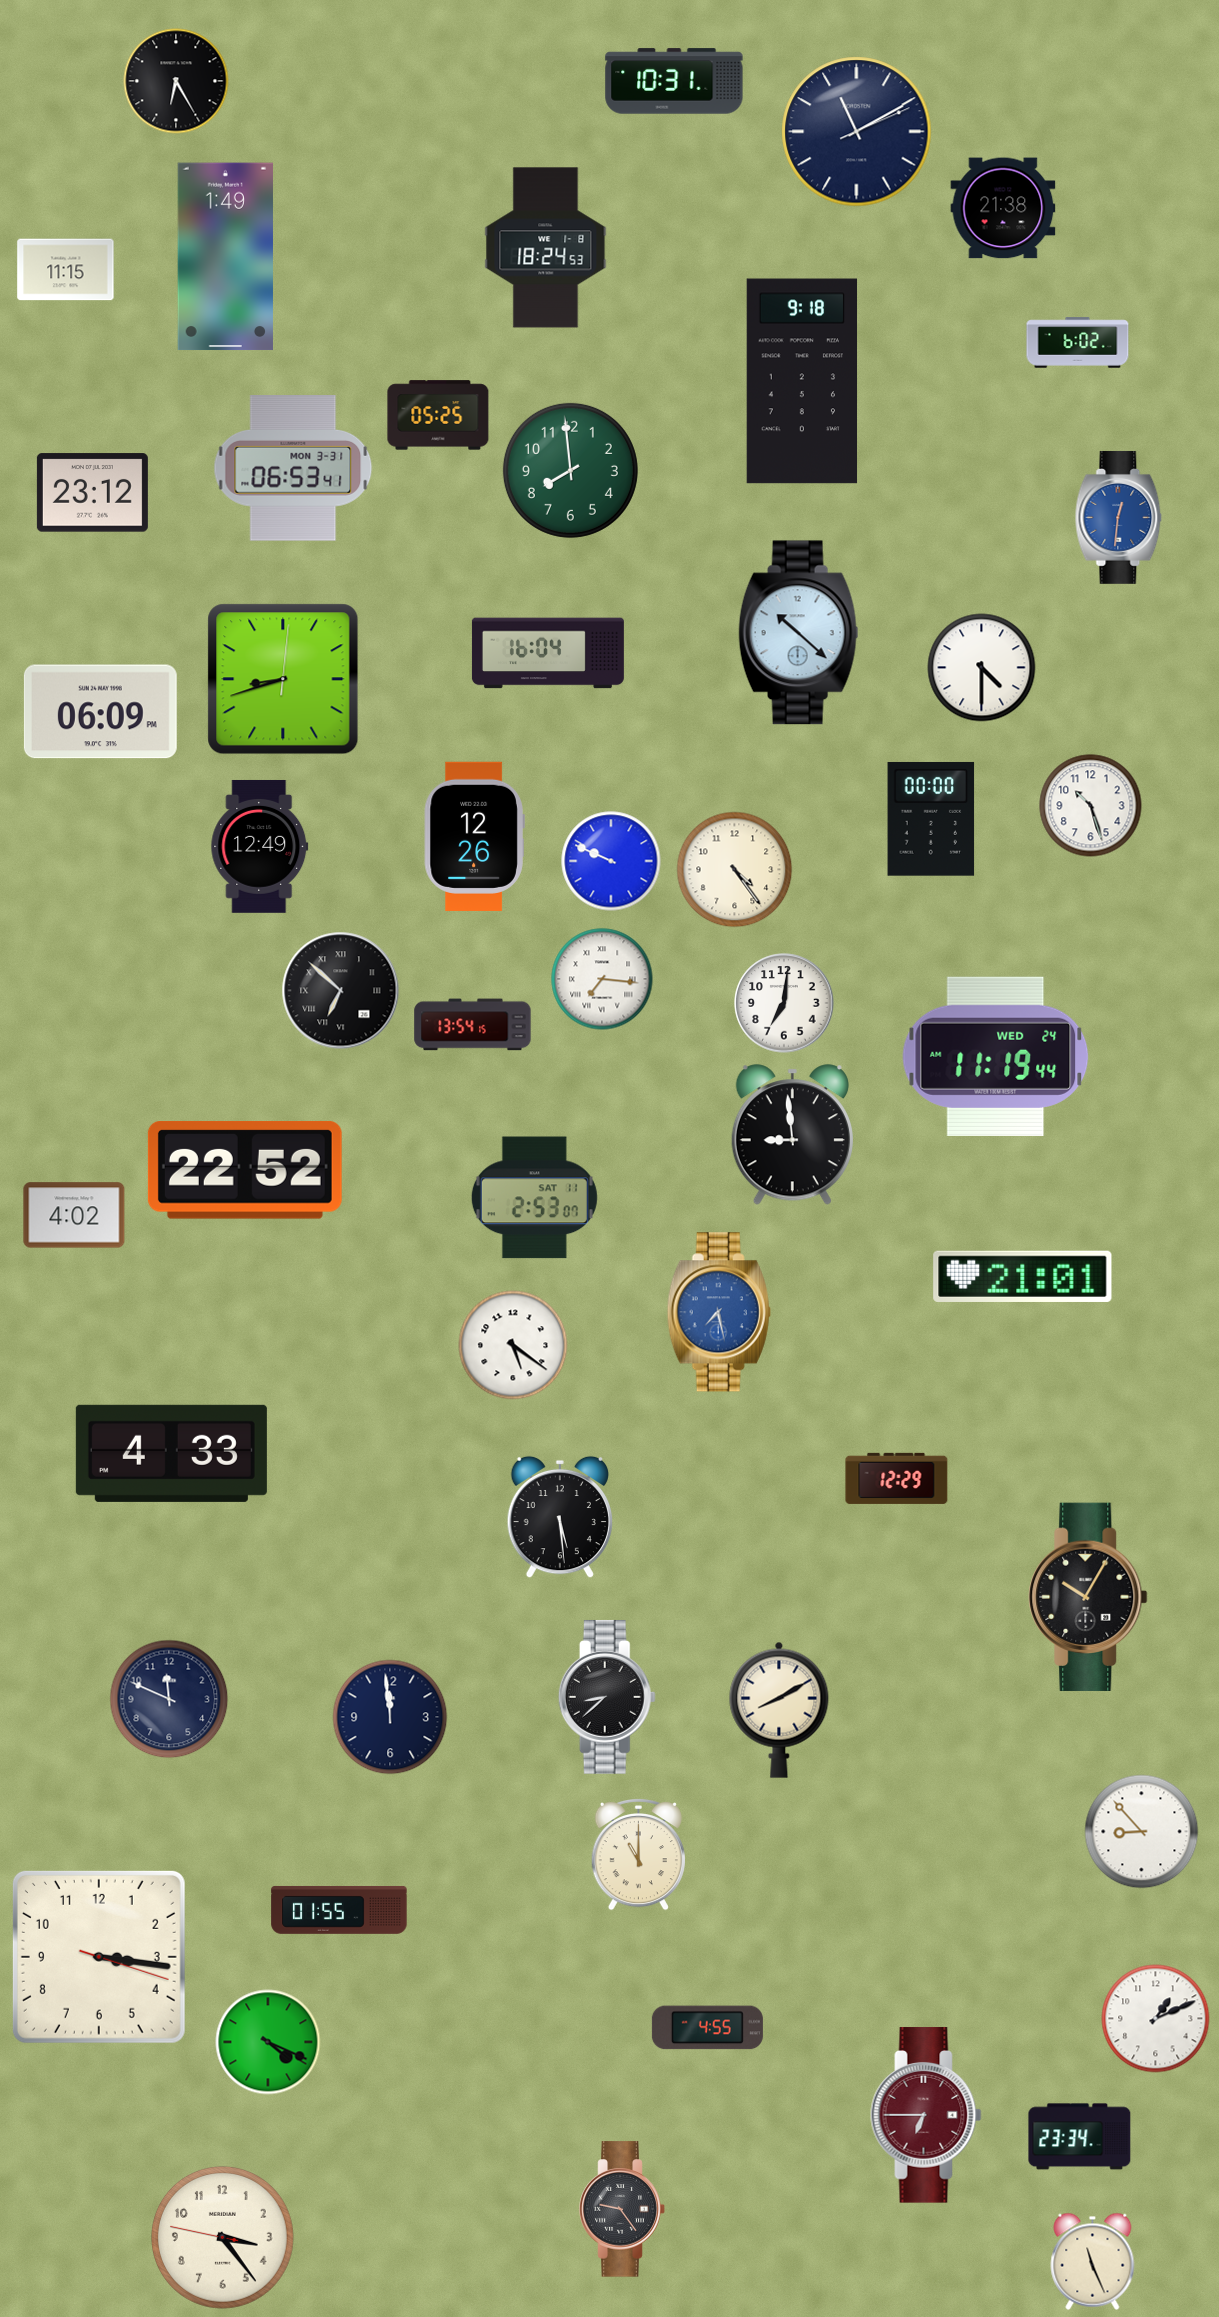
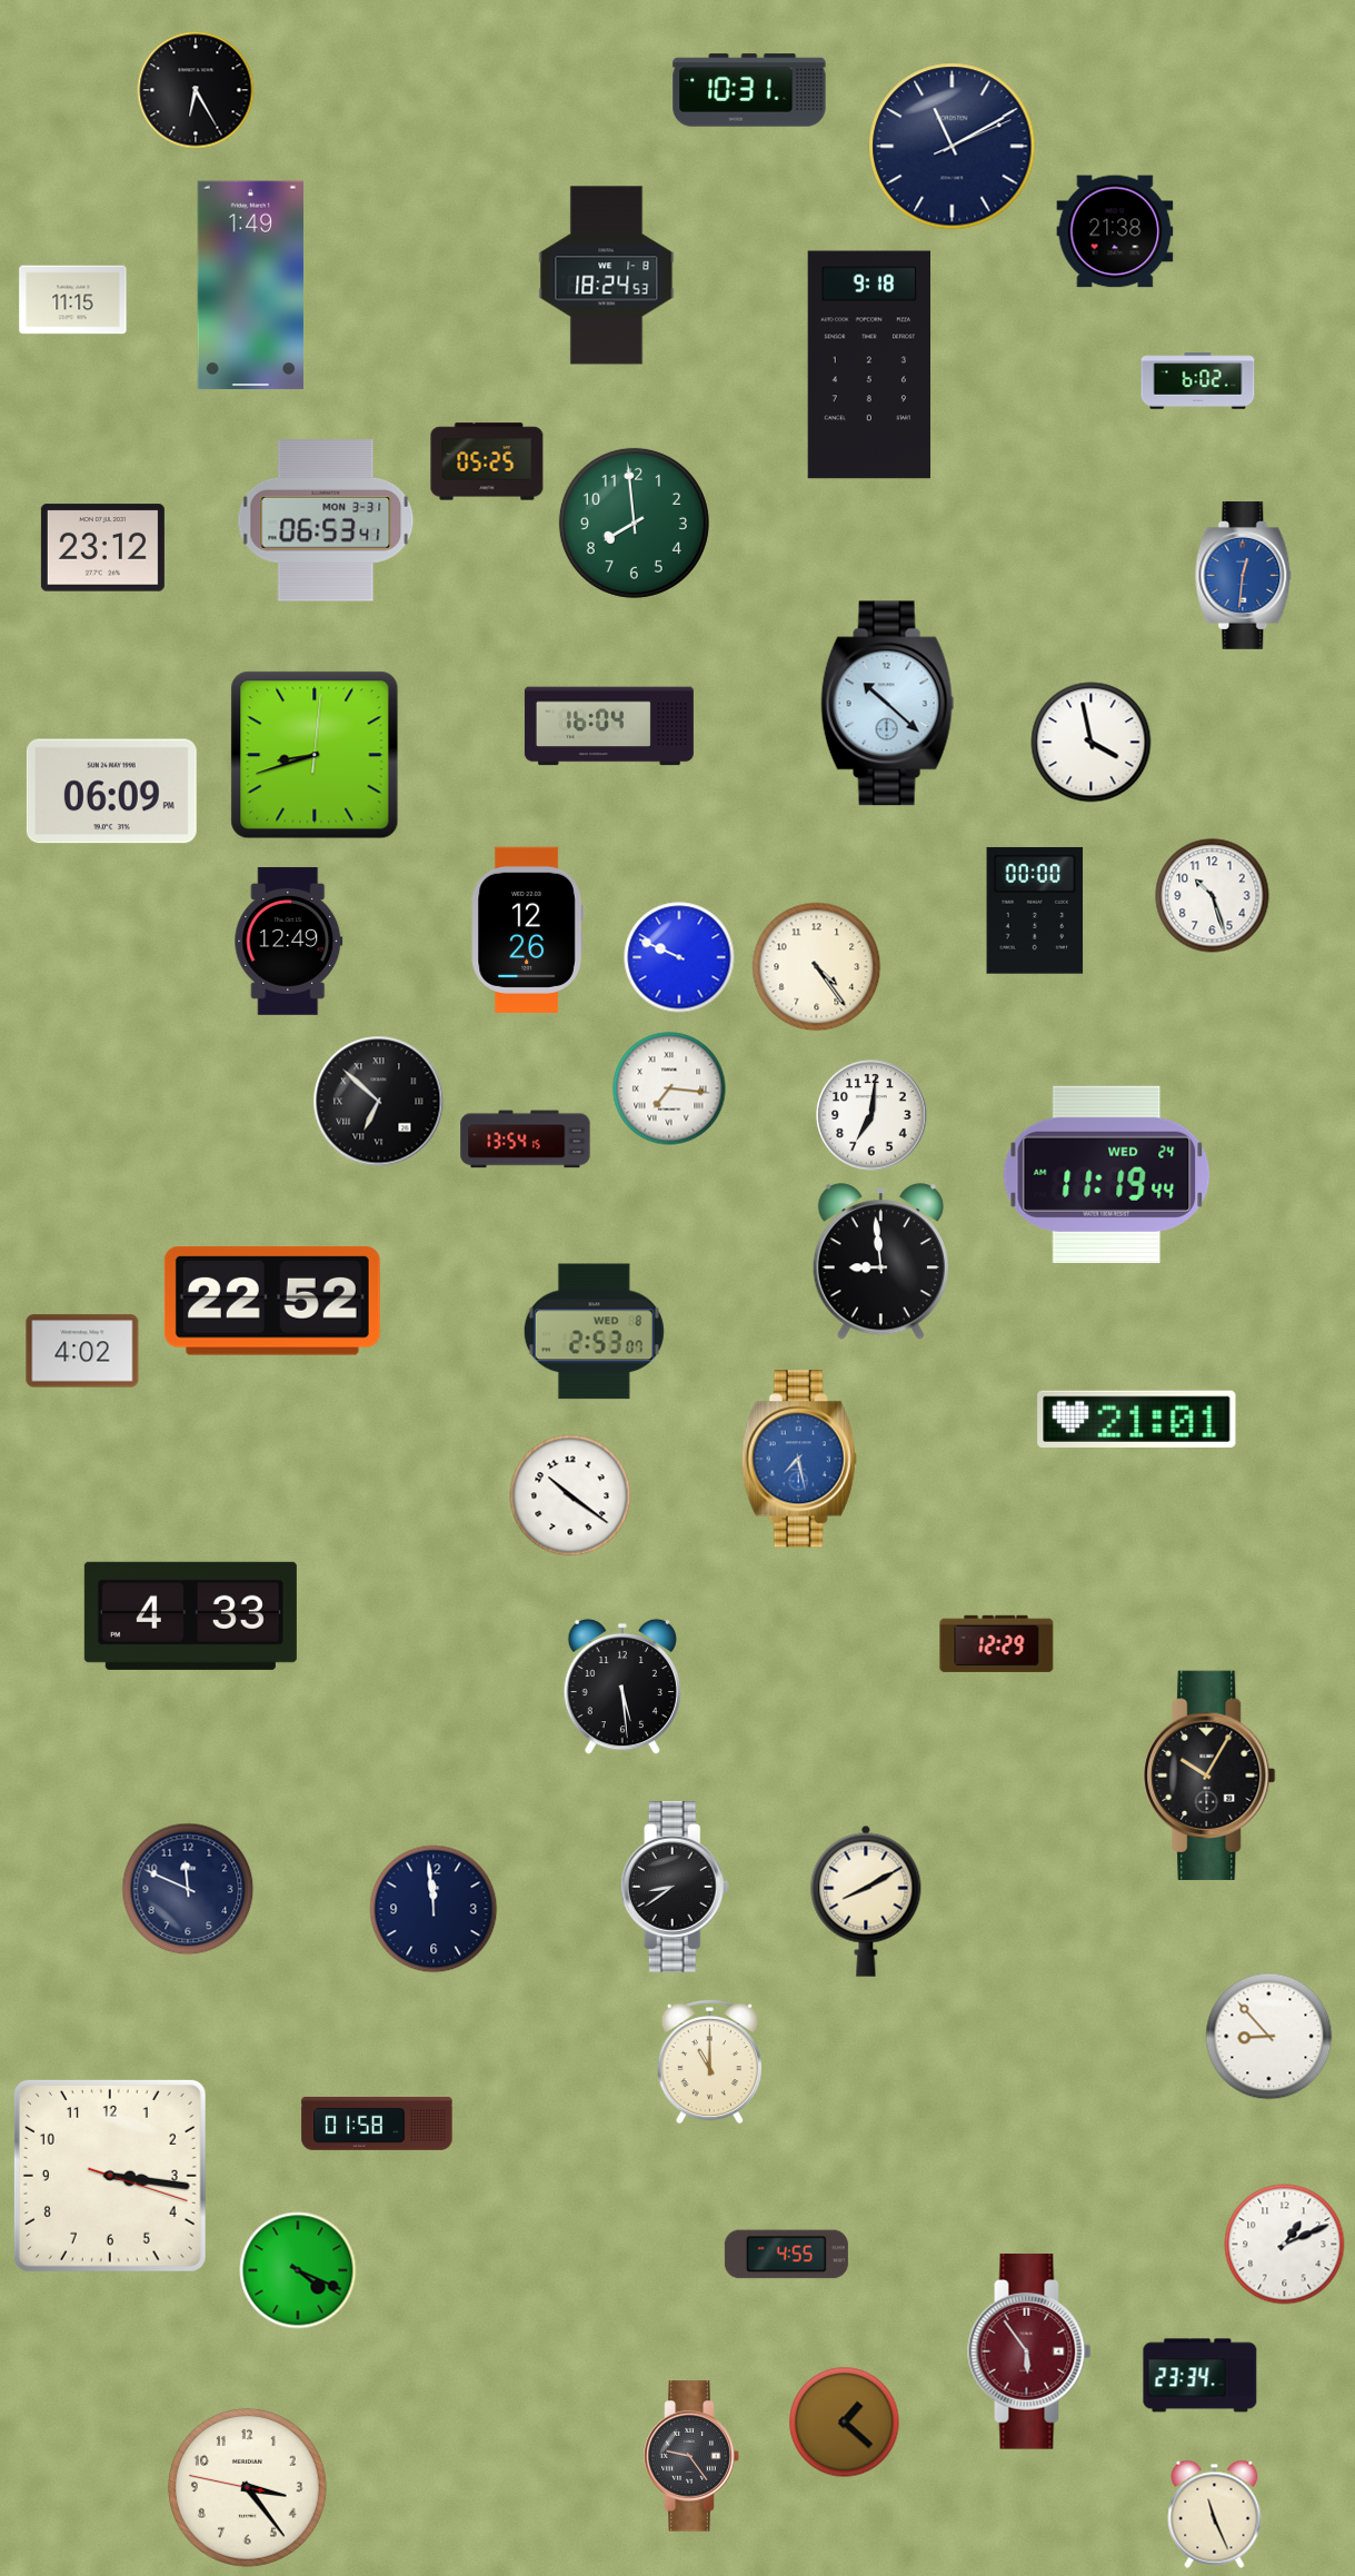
clock at (802, 381) position: (802, 381) -> (869, 365)
clock at (982, 668): 4:30 -> 3:58
clock at (534, 1198) date: SAT 11 -> WED 8
clock at (513, 1345): 5:21 -> 10:21
clock at (607, 1697): 8:38 -> 8:39
clock at (339, 1910): 01:55 -> 01:58
clock at (926, 2115): 6:45 -> 5:54
clock at (845, 2423): none -> 1:22
